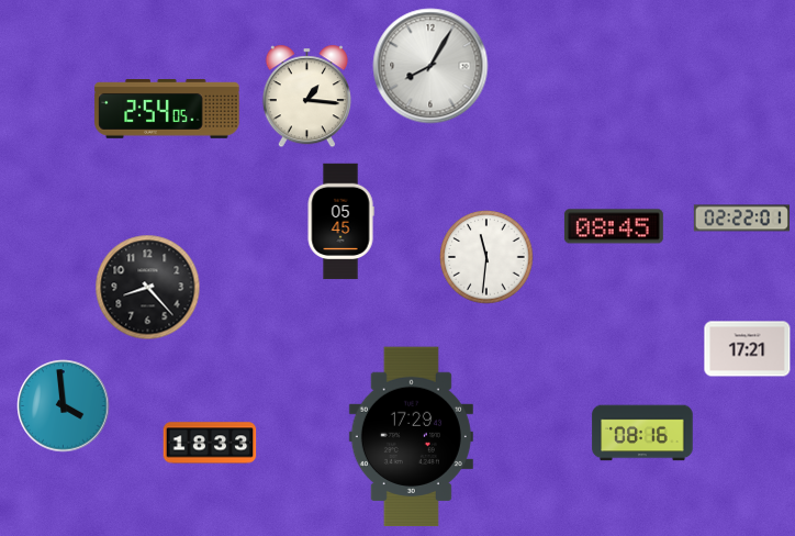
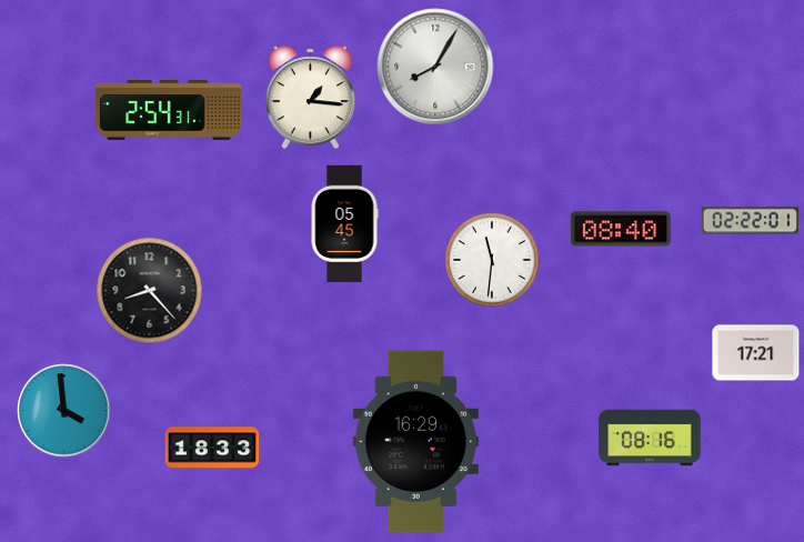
clock at (167, 110): 2:54:05 -> 2:54:31
clock at (614, 226): 08:45 -> 08:40
clock at (411, 437): 17:29 -> 16:29
